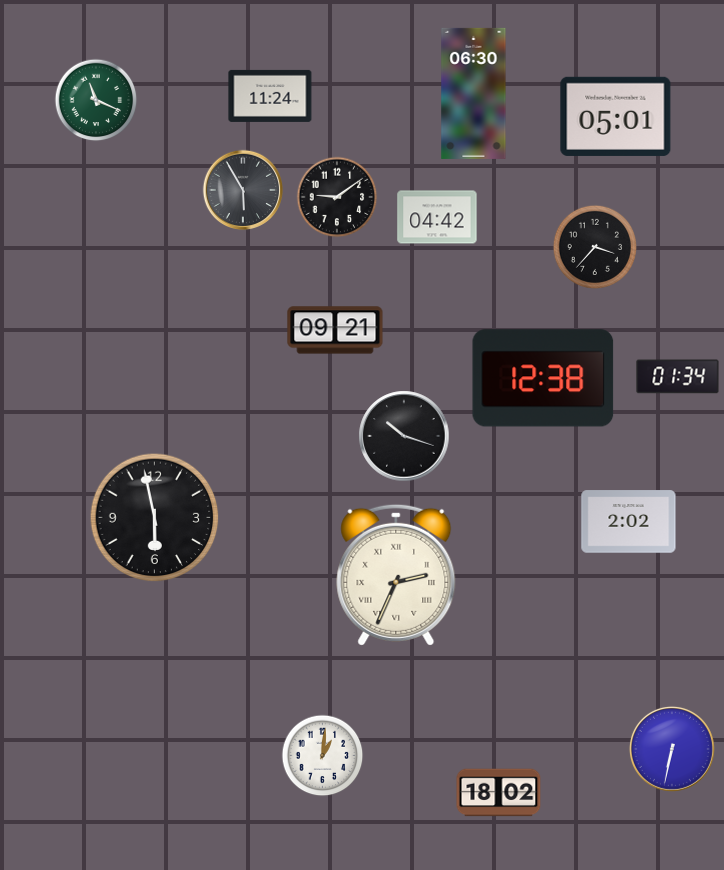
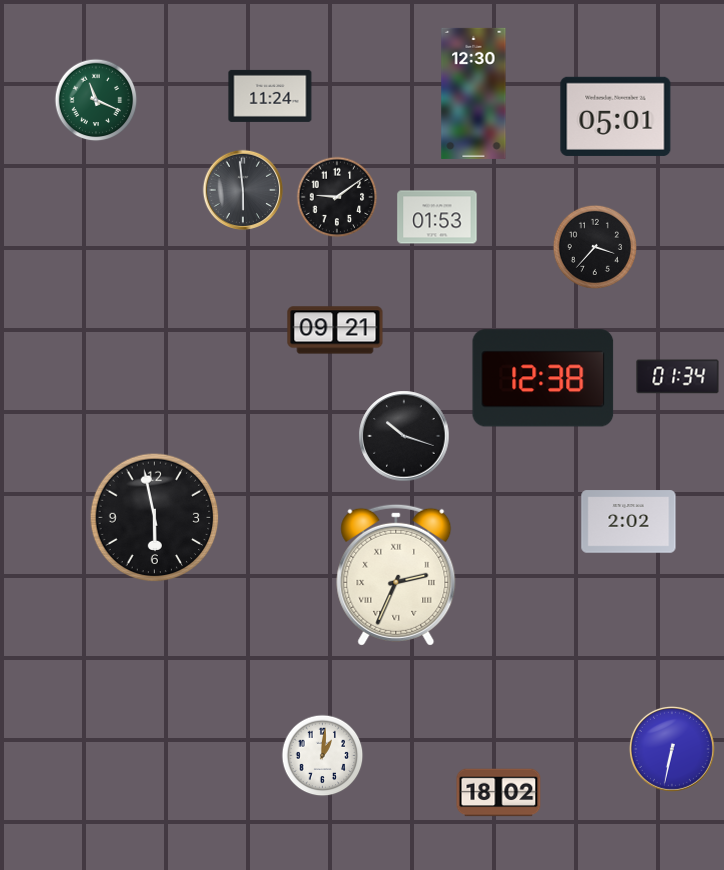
clock at (474, 93): 06:30 -> 12:30
clock at (243, 190): 5:55 -> 5:59
clock at (437, 217): 04:42 -> 01:53
